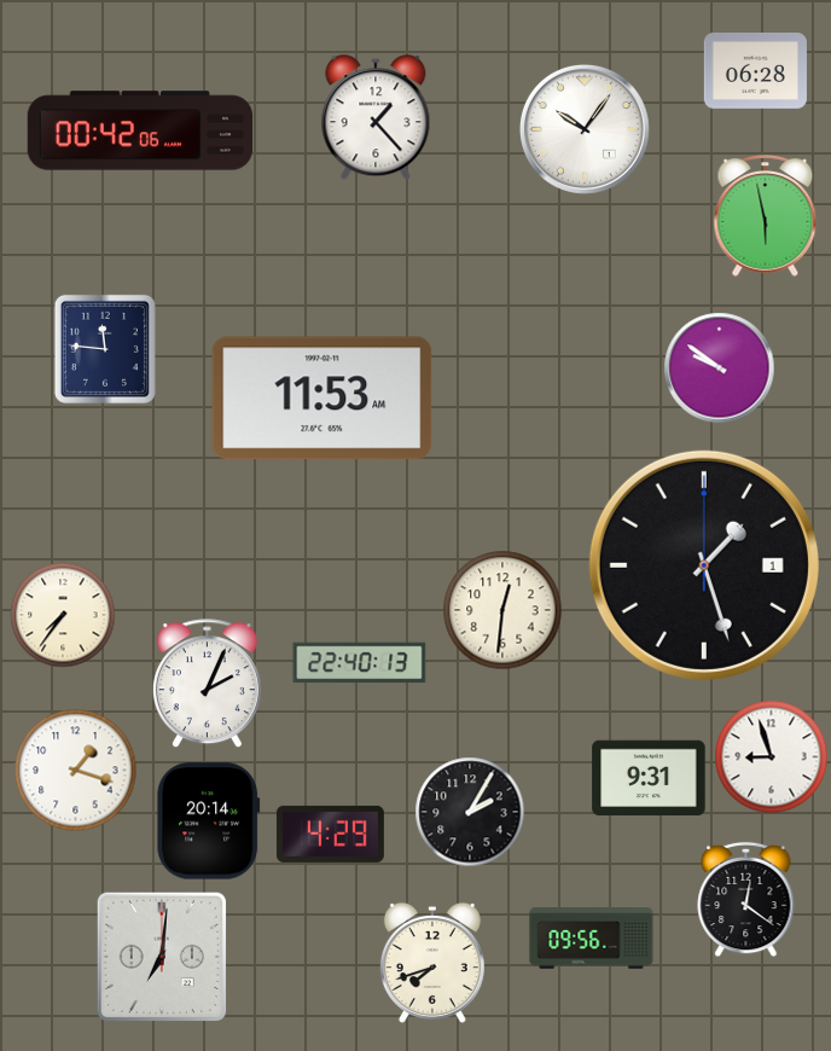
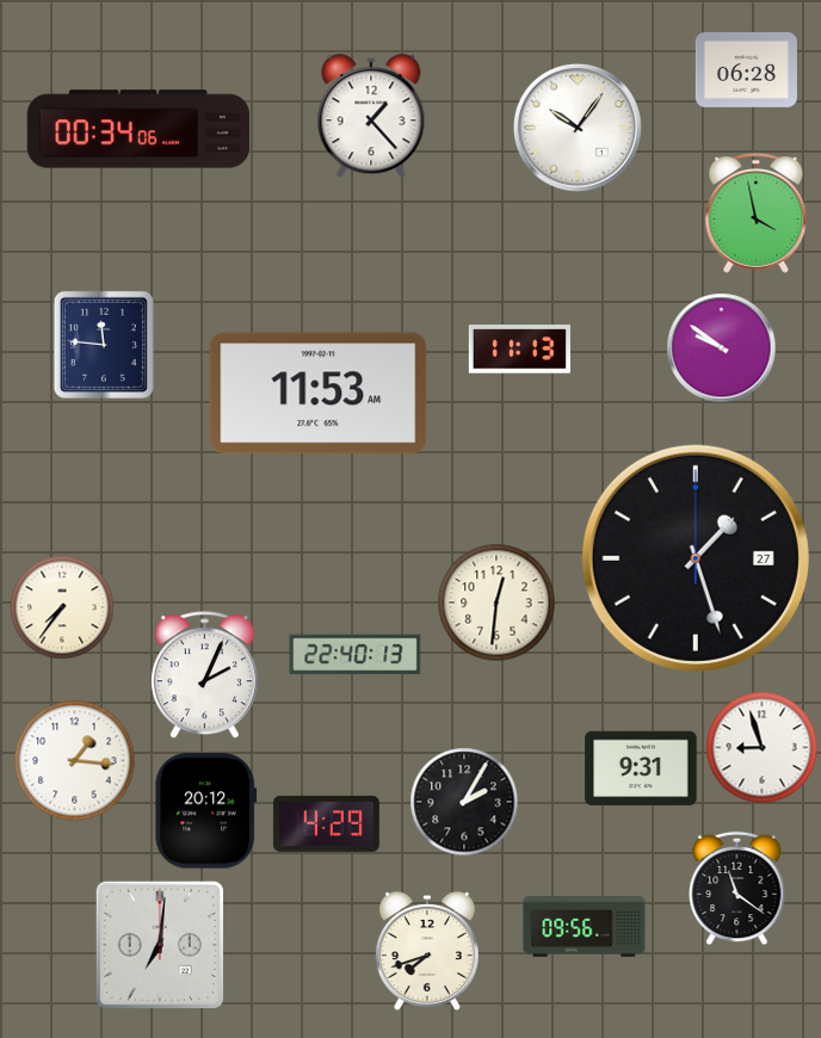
clock at (140, 130): 00:42 -> 00:34
clock at (766, 216): 5:58 -> 3:58
clock at (519, 350): none -> 11:13
clock at (720, 368) position: (720, 368) -> (722, 348)
clock at (704, 565) date: 1 -> 27
clock at (76, 771): 1:18 -> 1:16
clock at (209, 821): 20:14 -> 20:12
clock at (746, 900): 12:21 -> 11:21
